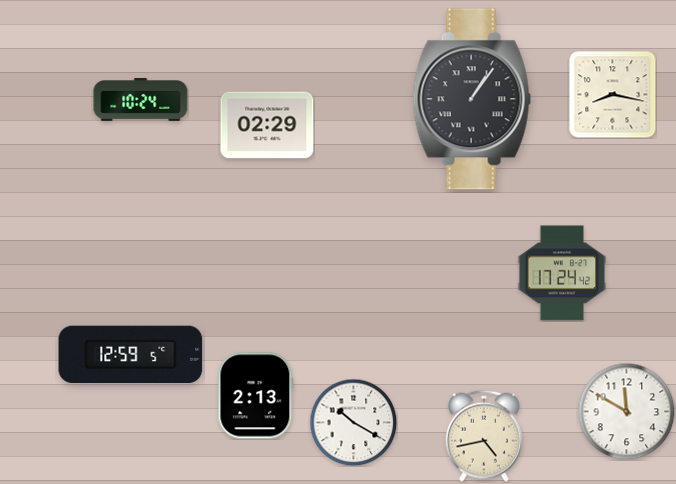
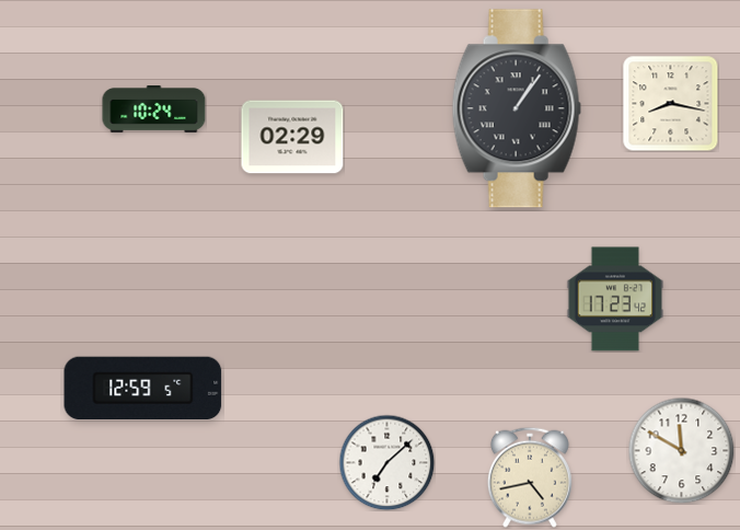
clock at (562, 273): 17:24 -> 17:23
clock at (256, 396): 2:13 -> none
clock at (626, 411) position: (626, 411) -> (681, 450)
clock at (353, 422): 10:20 -> 7:08
